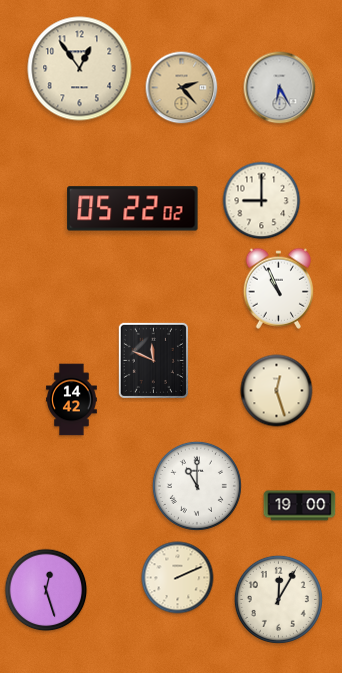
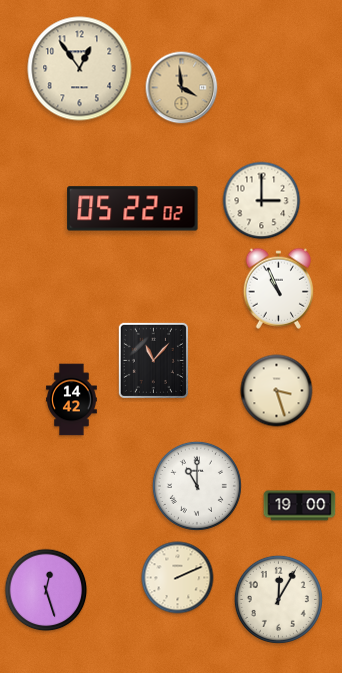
clock at (182, 88): 2:23 -> 3:59
clock at (280, 88): 6:25 -> none
clock at (262, 201): 9:00 -> 3:00
clock at (153, 360): 11:49 -> 11:07
clock at (277, 391): 12:27 -> 3:27
